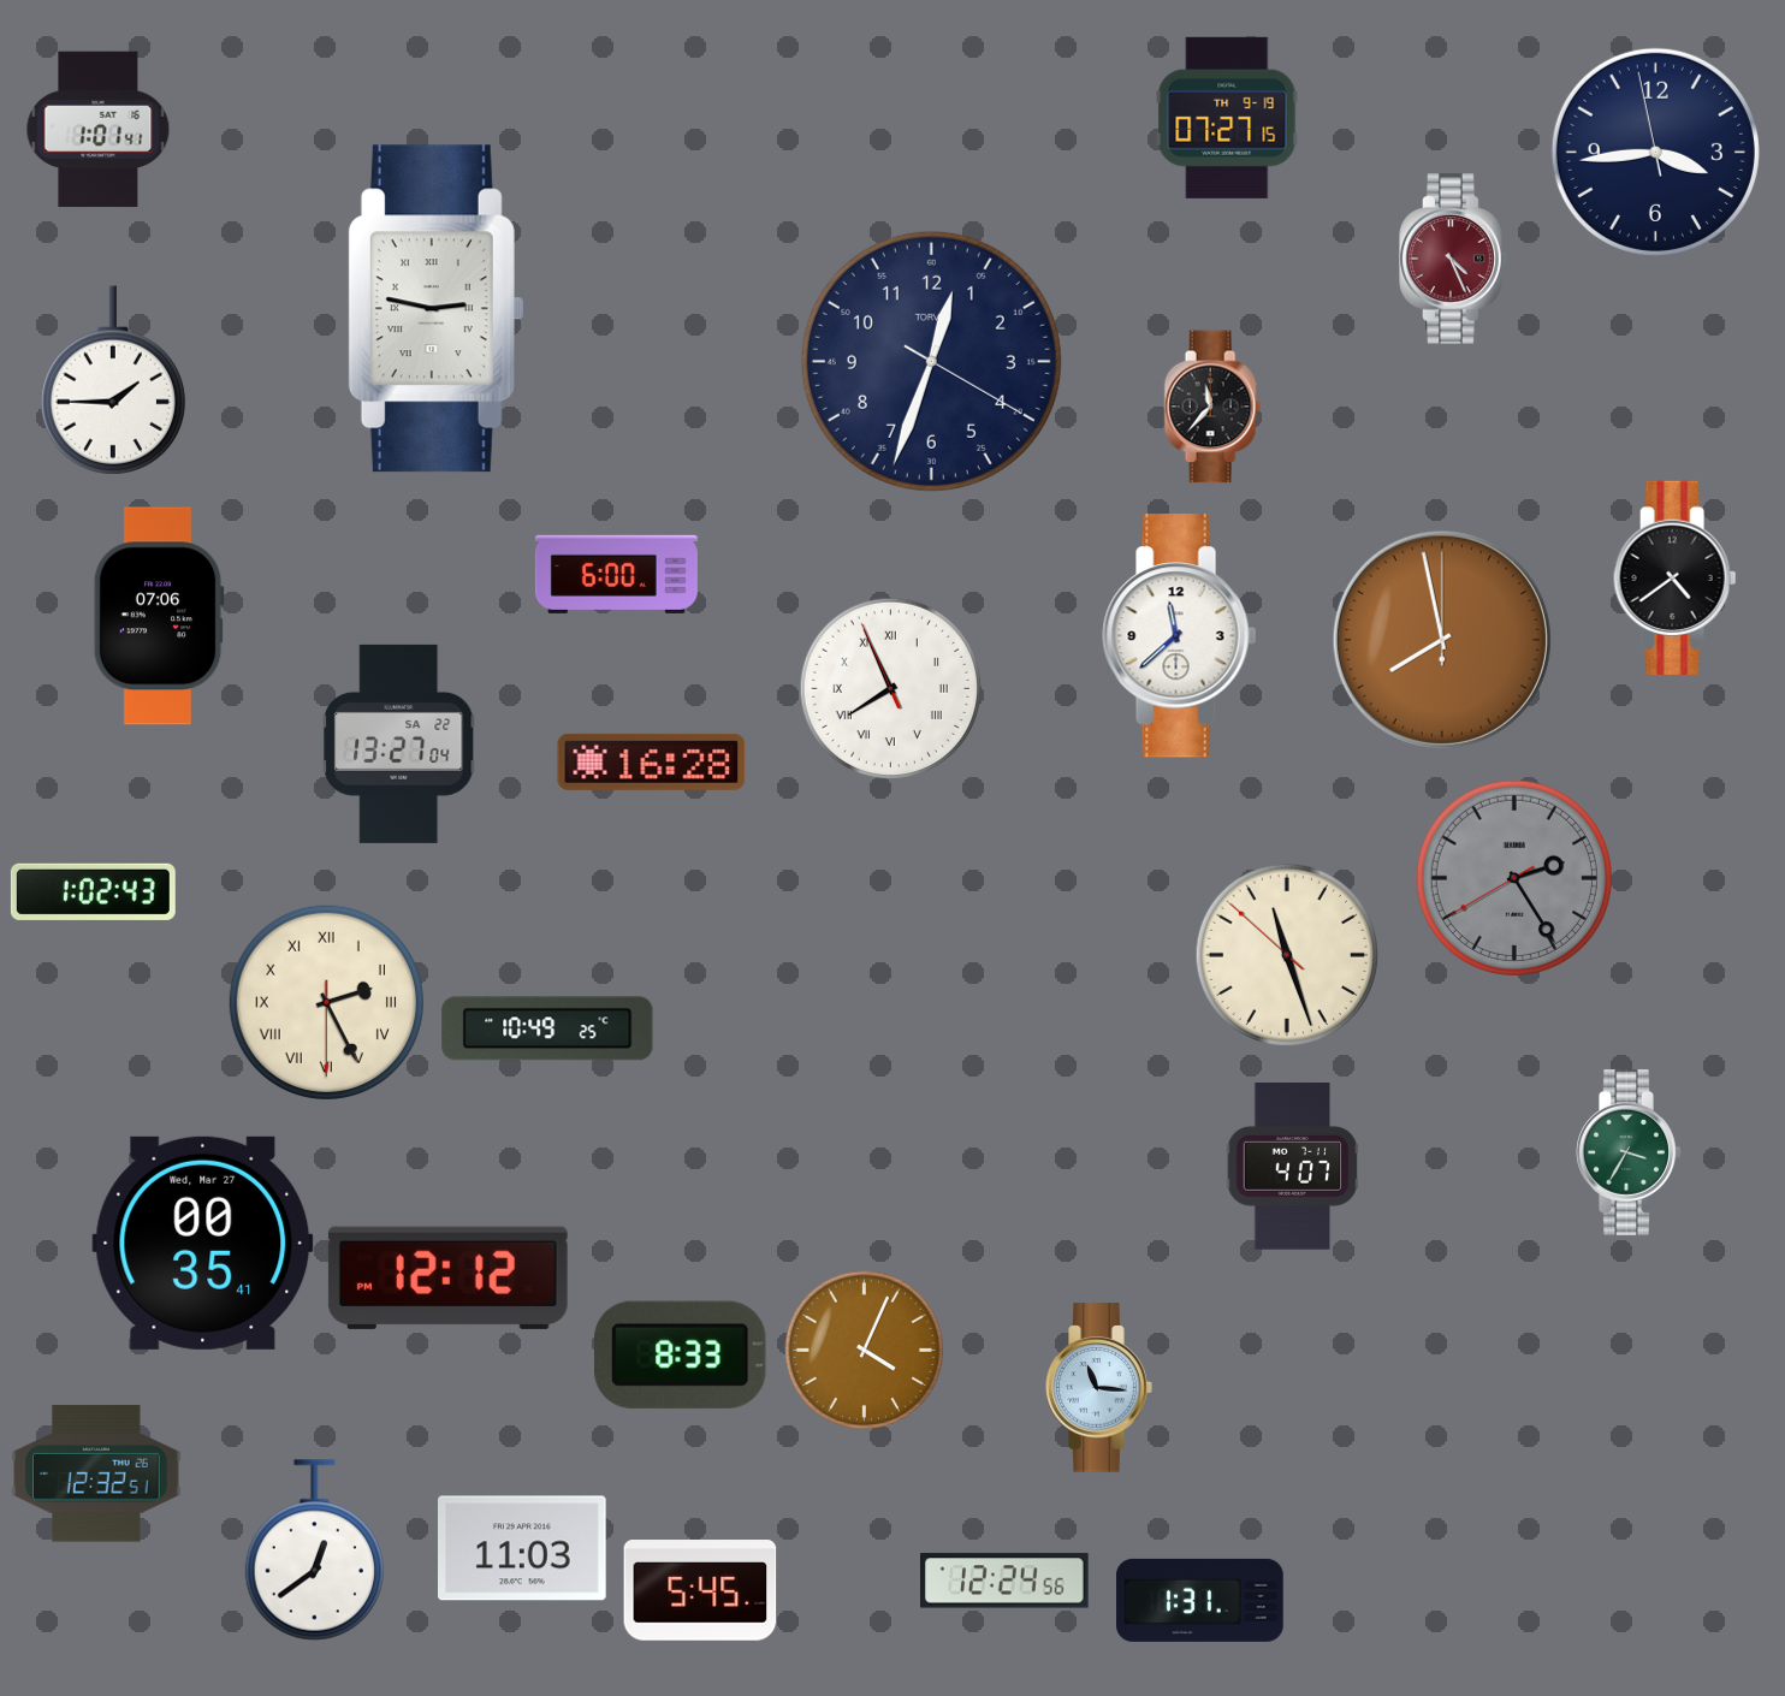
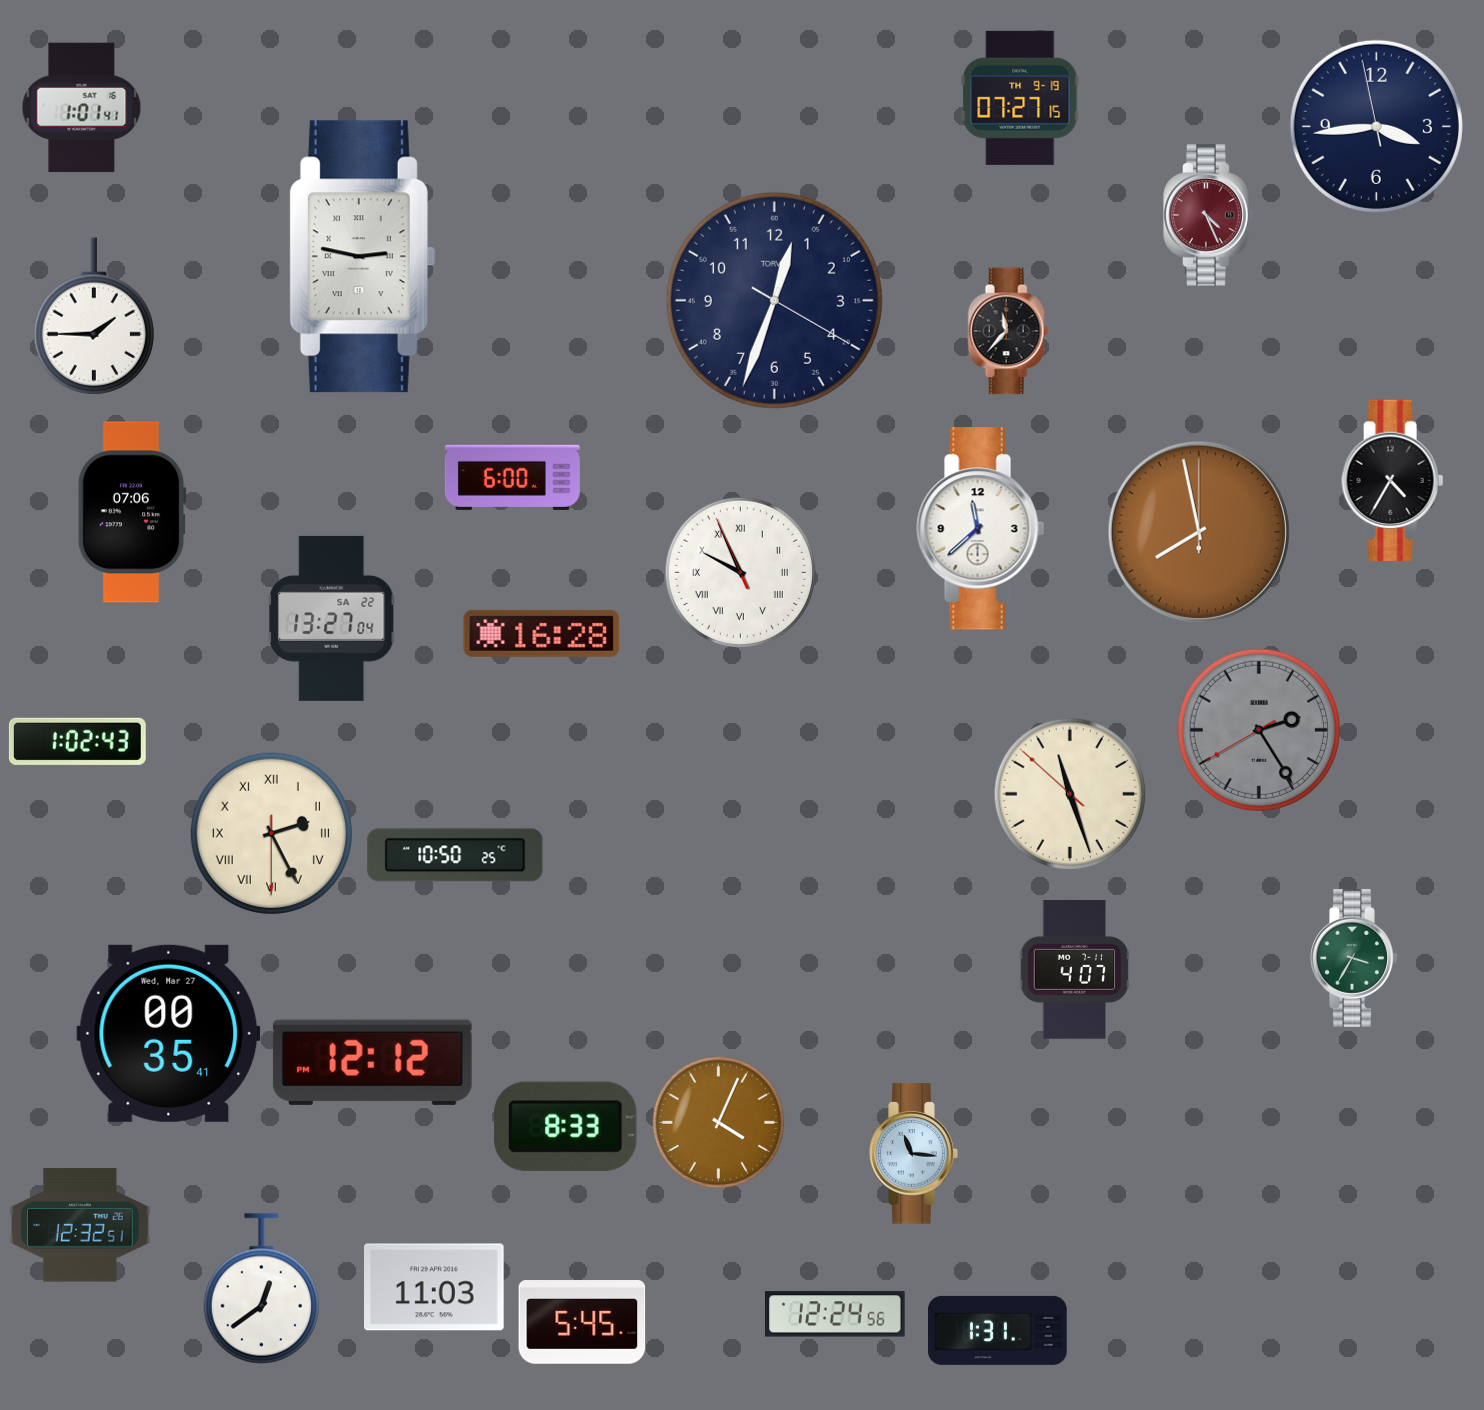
clock at (1212, 407) position: (1212, 407) -> (1008, 331)
clock at (1676, 577): 4:39 -> 4:35
clock at (890, 688): 7:55 -> 9:55
clock at (547, 1028): 10:49 -> 10:50
